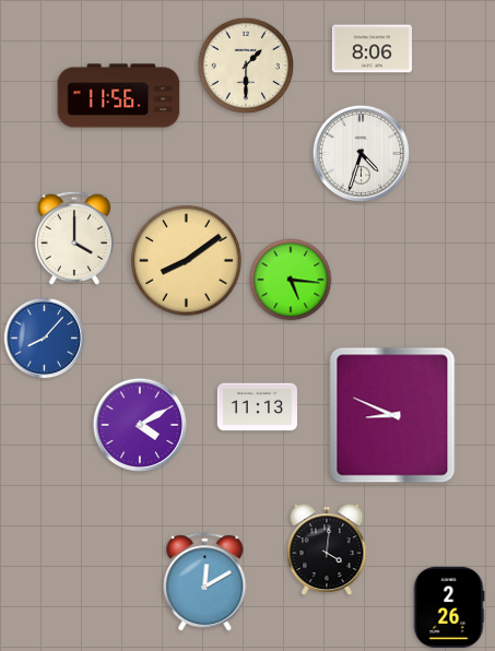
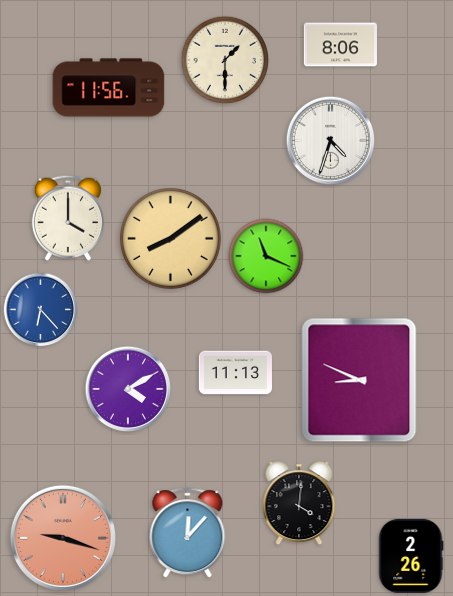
clock at (291, 280): 5:16 -> 11:19
clock at (45, 339): 8:07 -> 6:23
clock at (205, 582): 12:10 -> 12:07
clock at (63, 538): none -> 9:18
